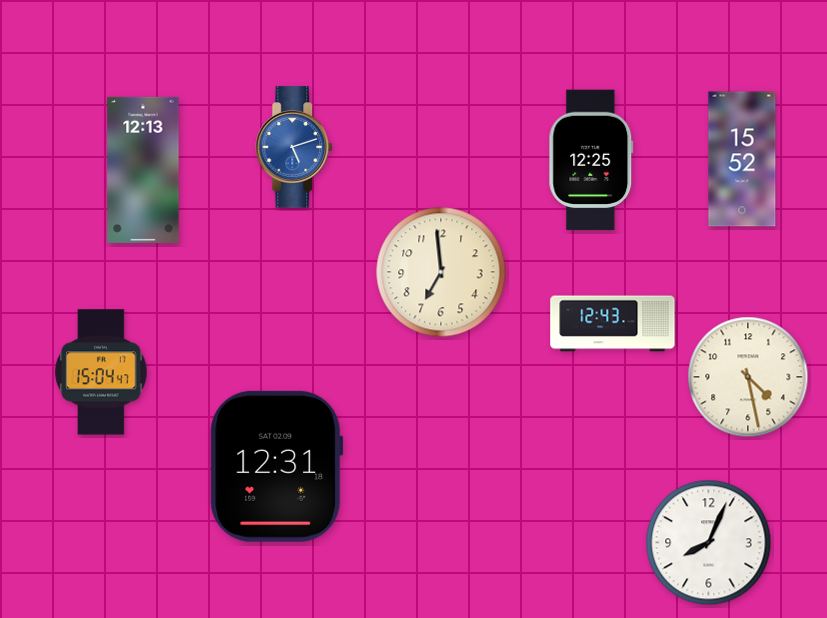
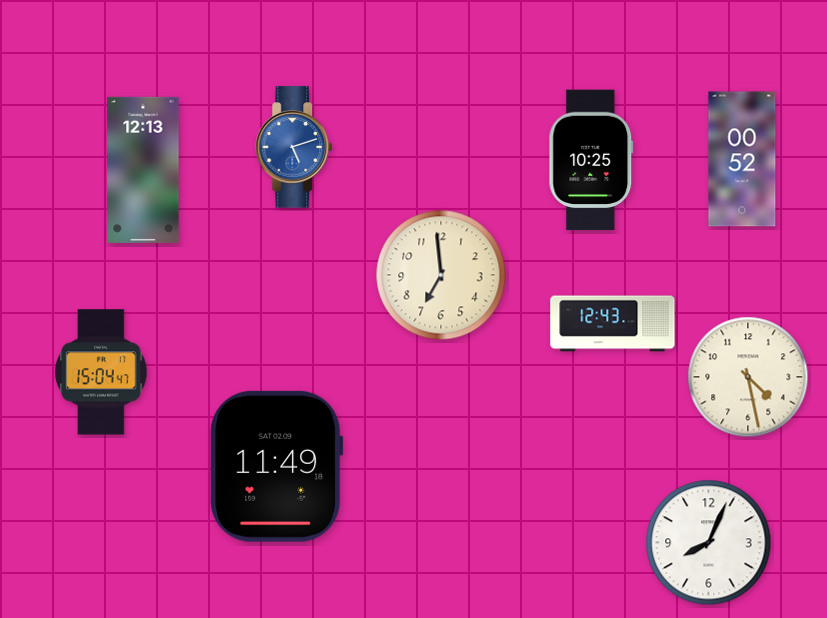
clock at (742, 159): 15:52 -> 00:52
clock at (591, 160): 12:25 -> 10:25
clock at (441, 272) position: (441, 272) -> (441, 275)
clock at (277, 466): 12:31 -> 11:49
